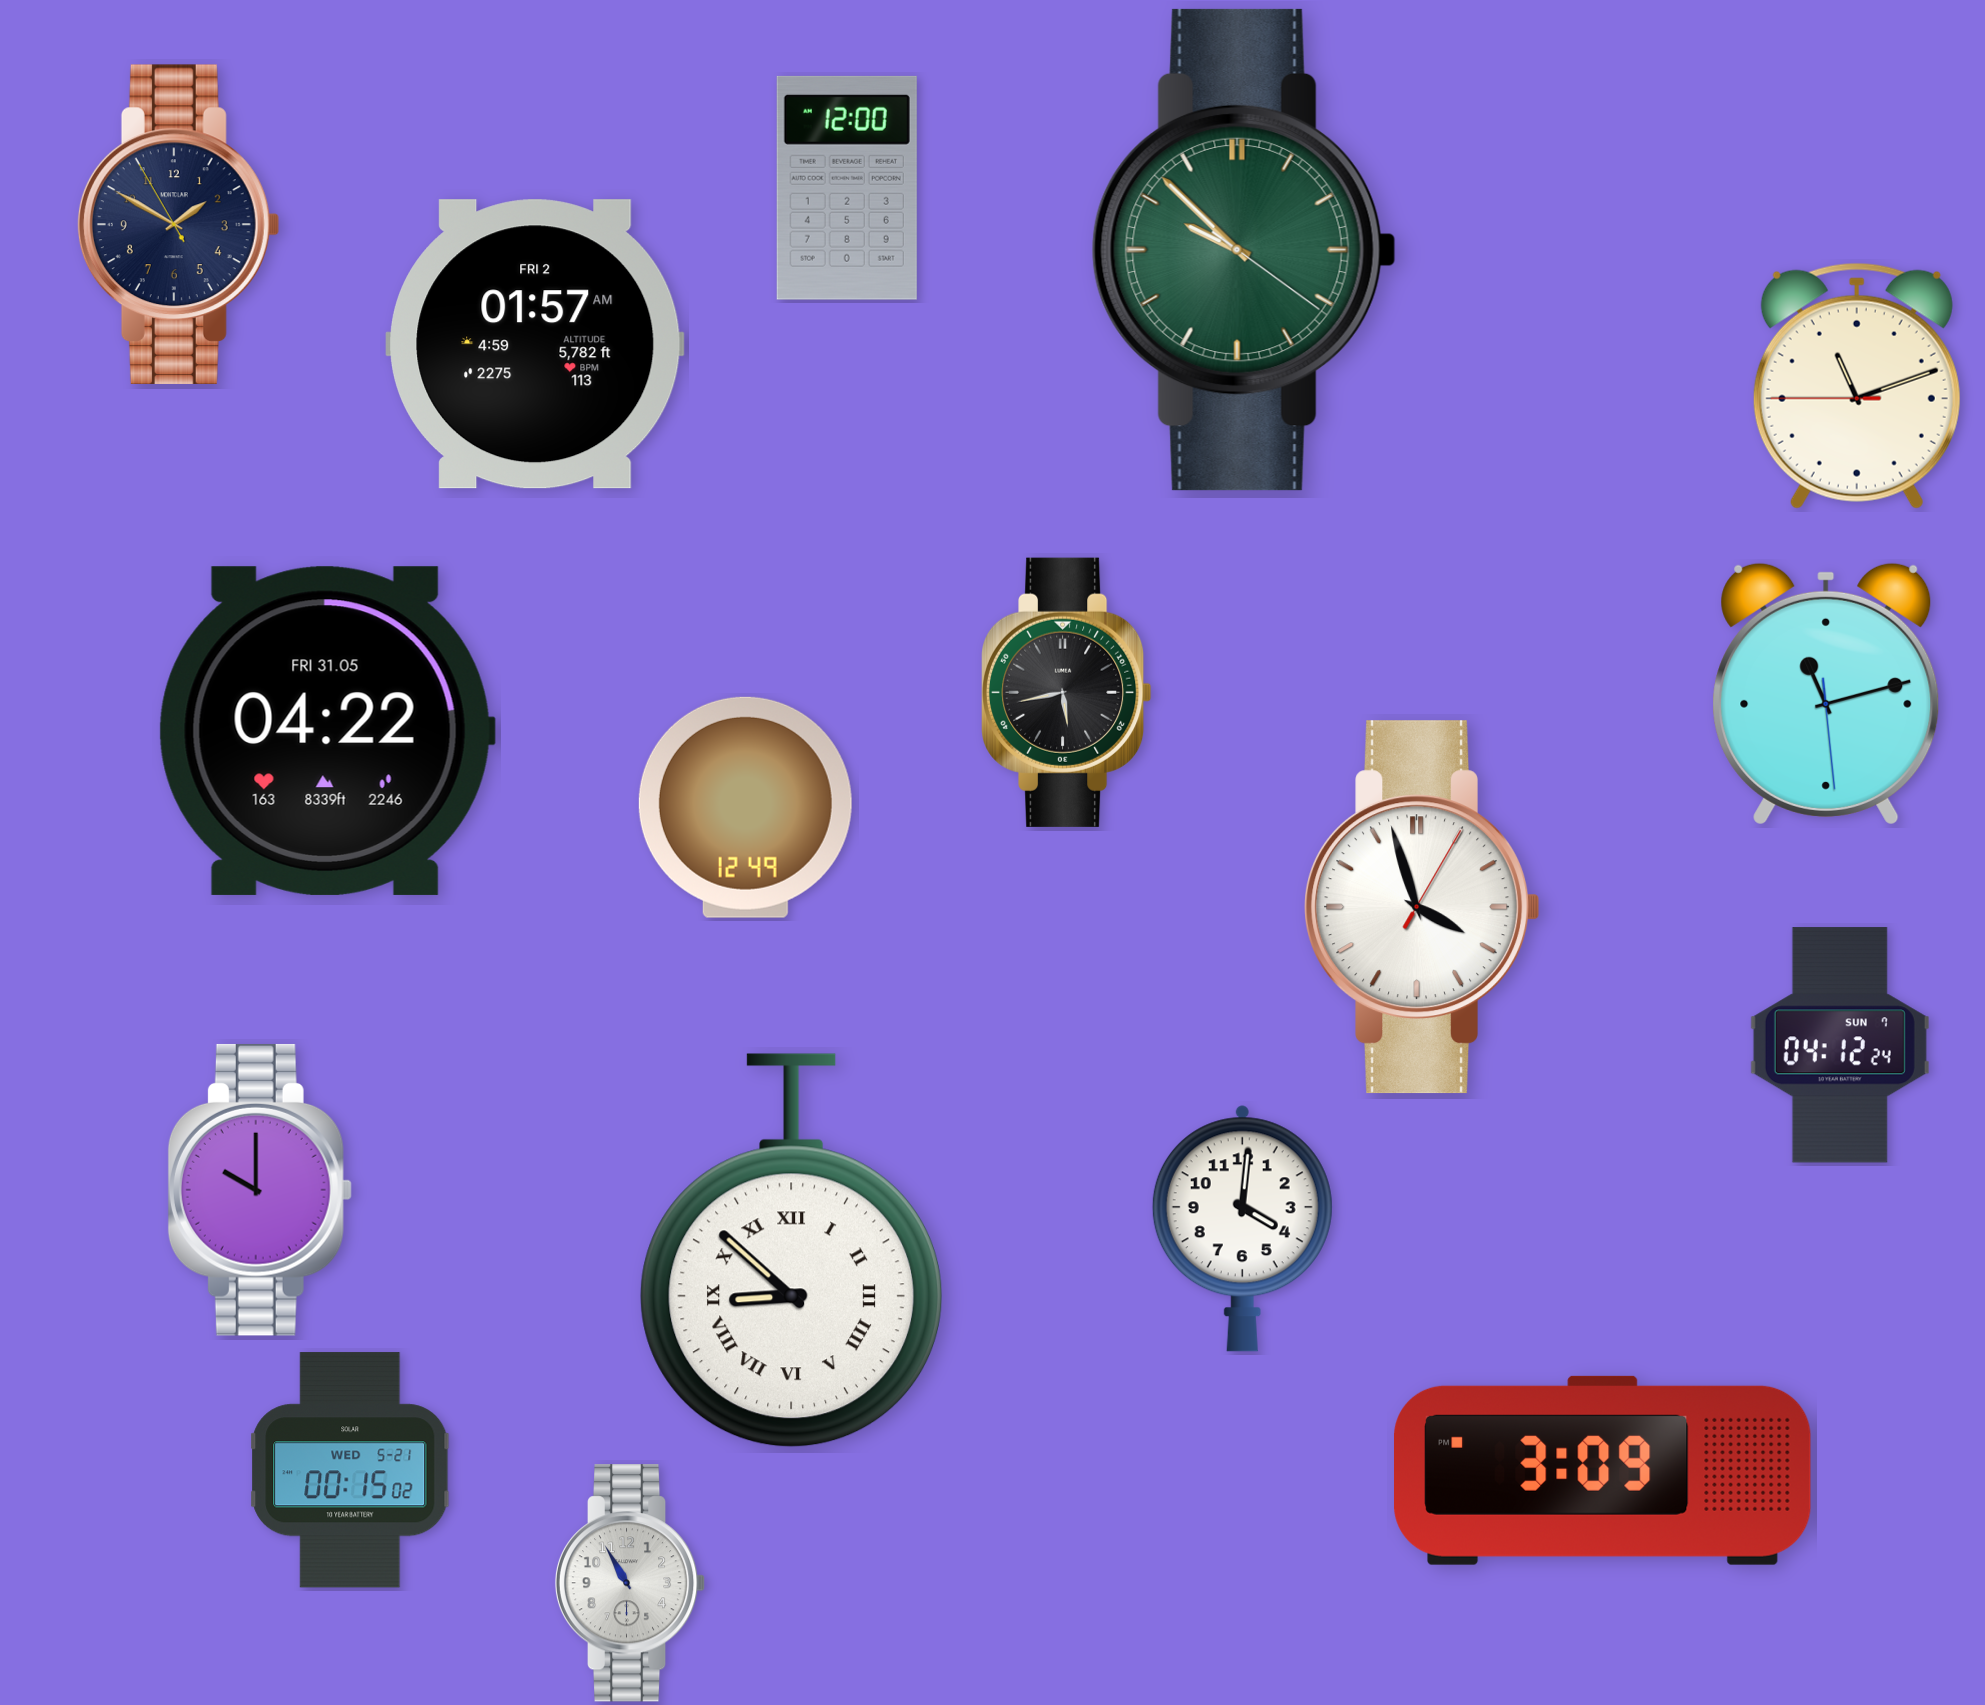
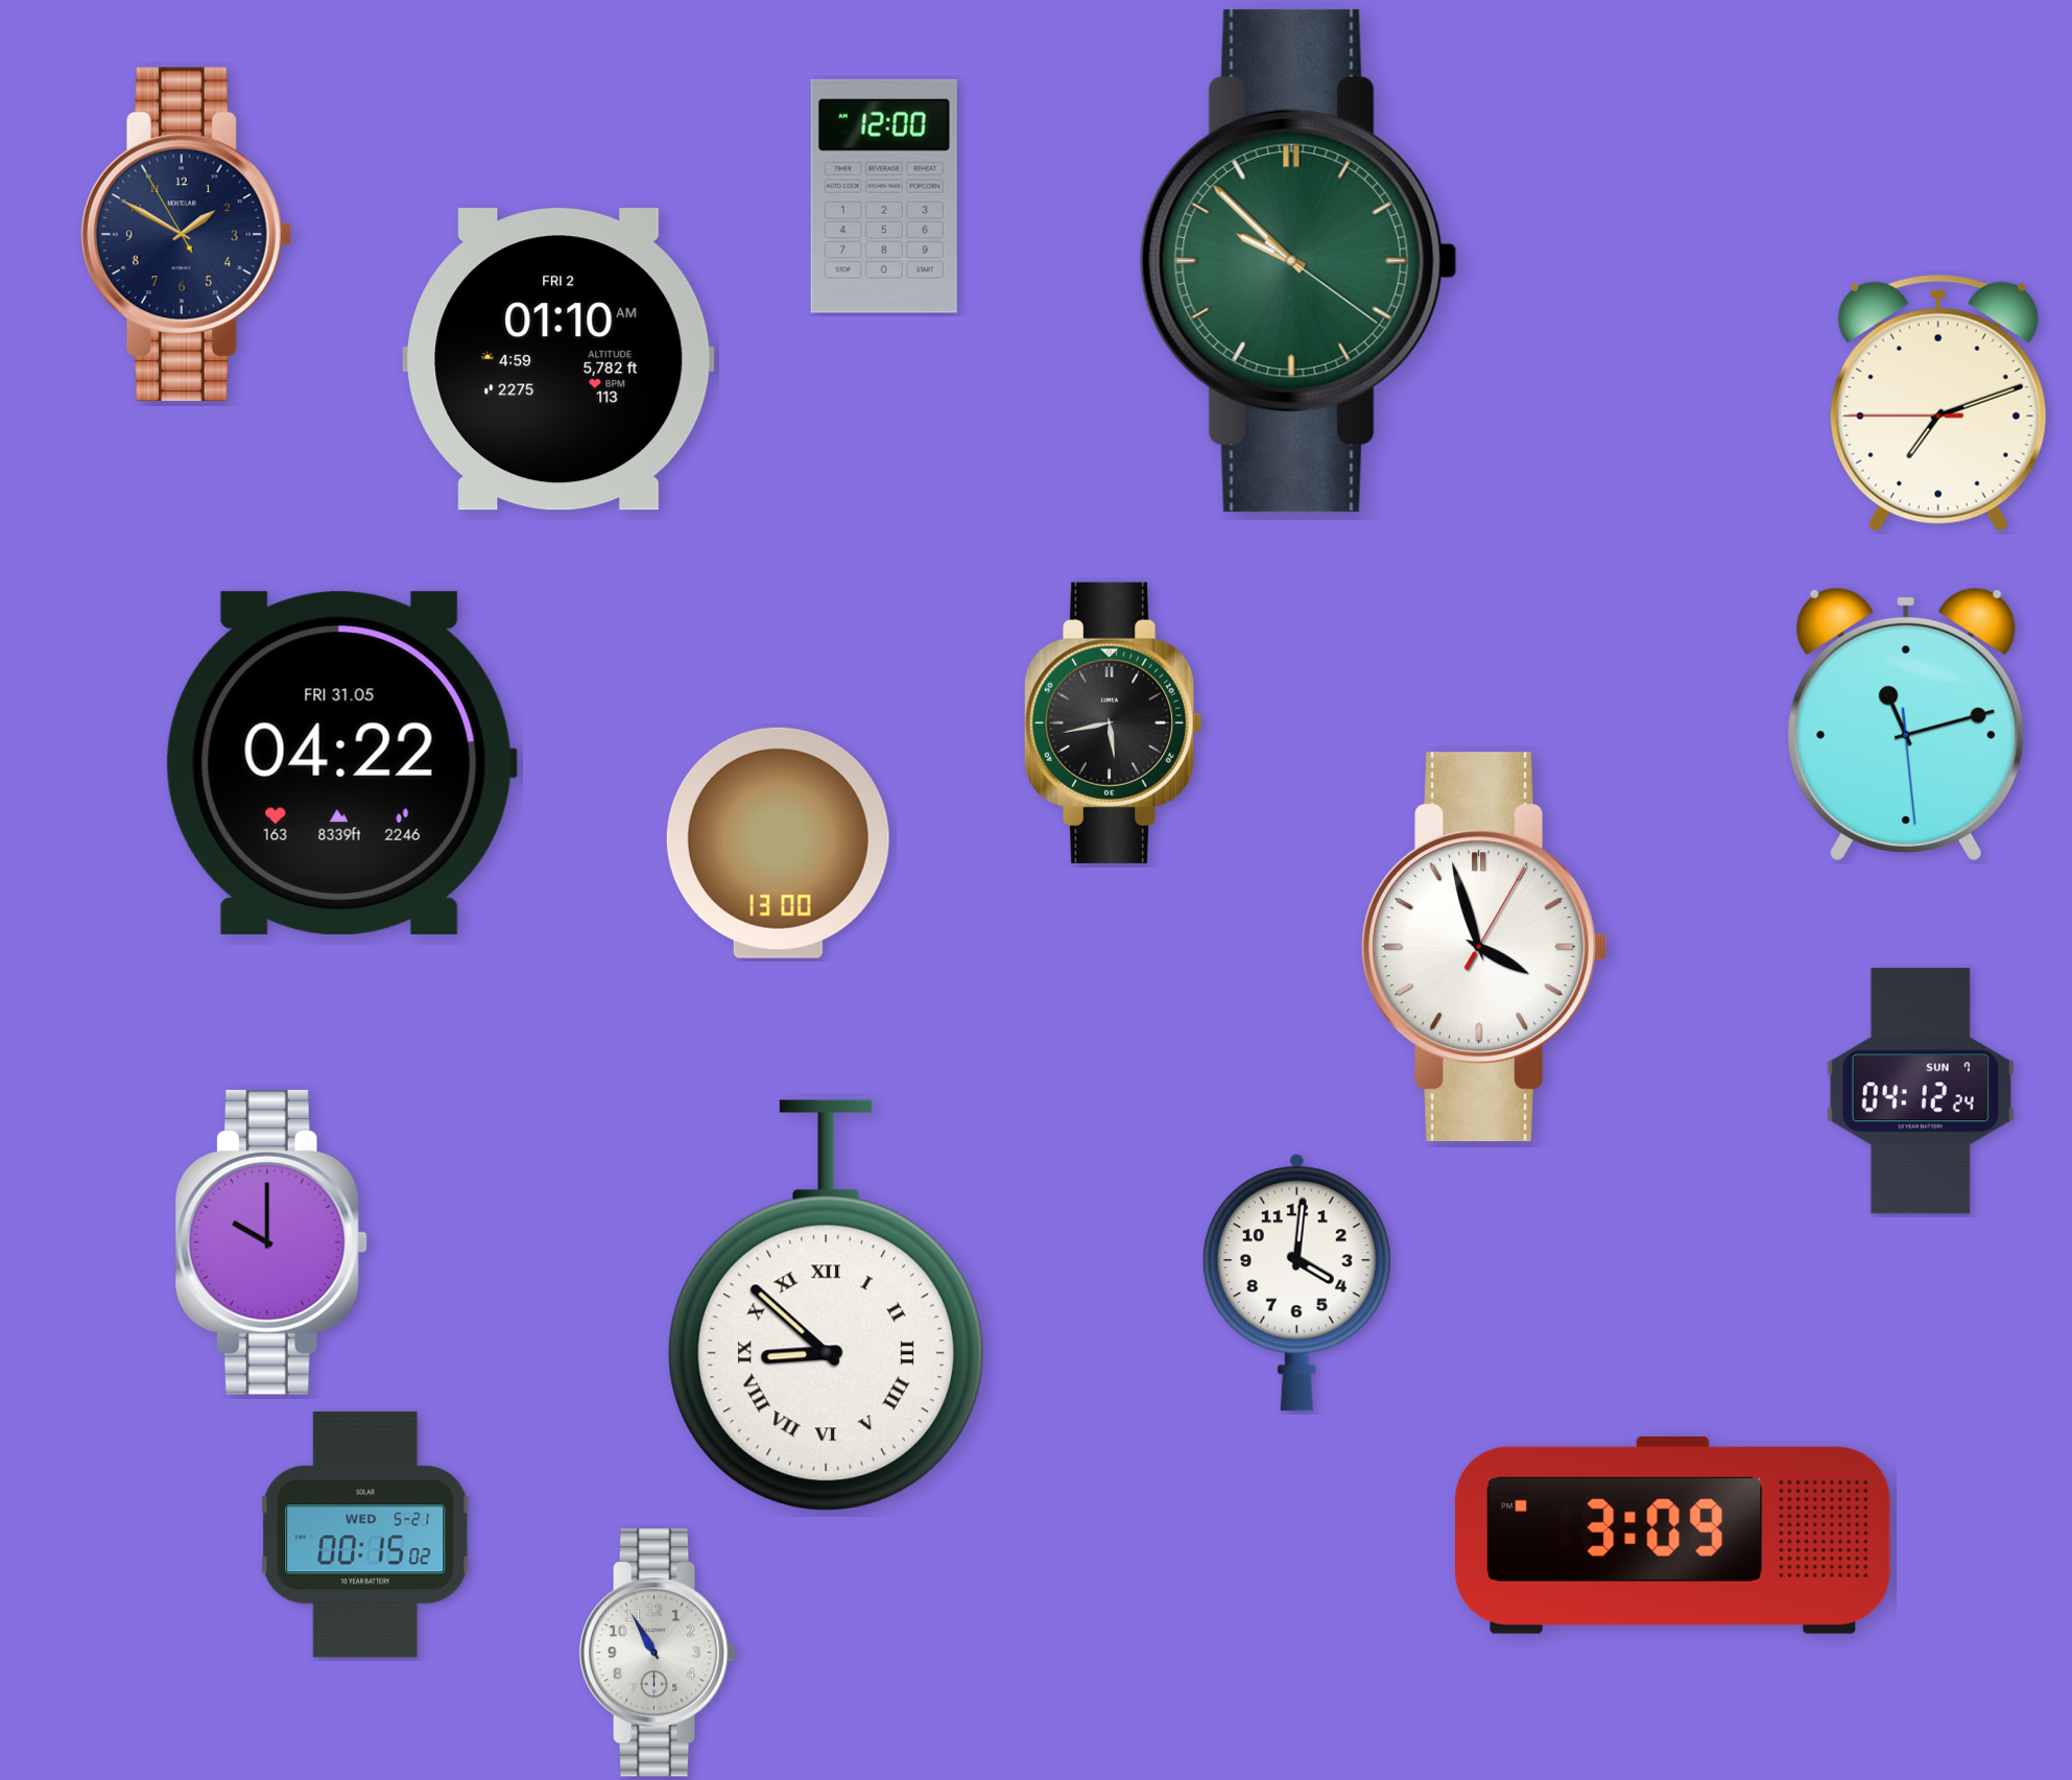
clock at (535, 344): 01:57 -> 01:10
clock at (1857, 386): 11:11 -> 7:11
clock at (745, 807): 12:49 -> 13:00
